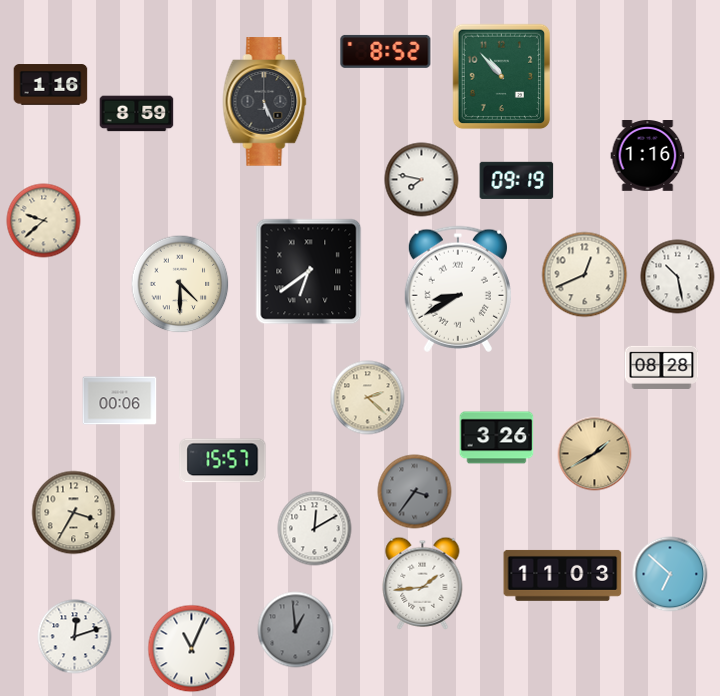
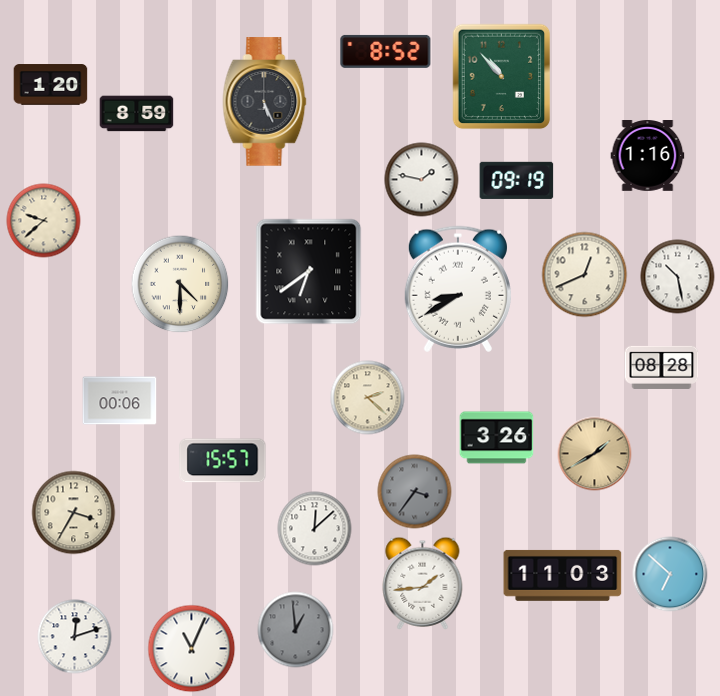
clock at (51, 85): 1:16 -> 1:20
clock at (422, 180): 7:47 -> 1:47
clock at (315, 529): 12:10 -> 12:08
